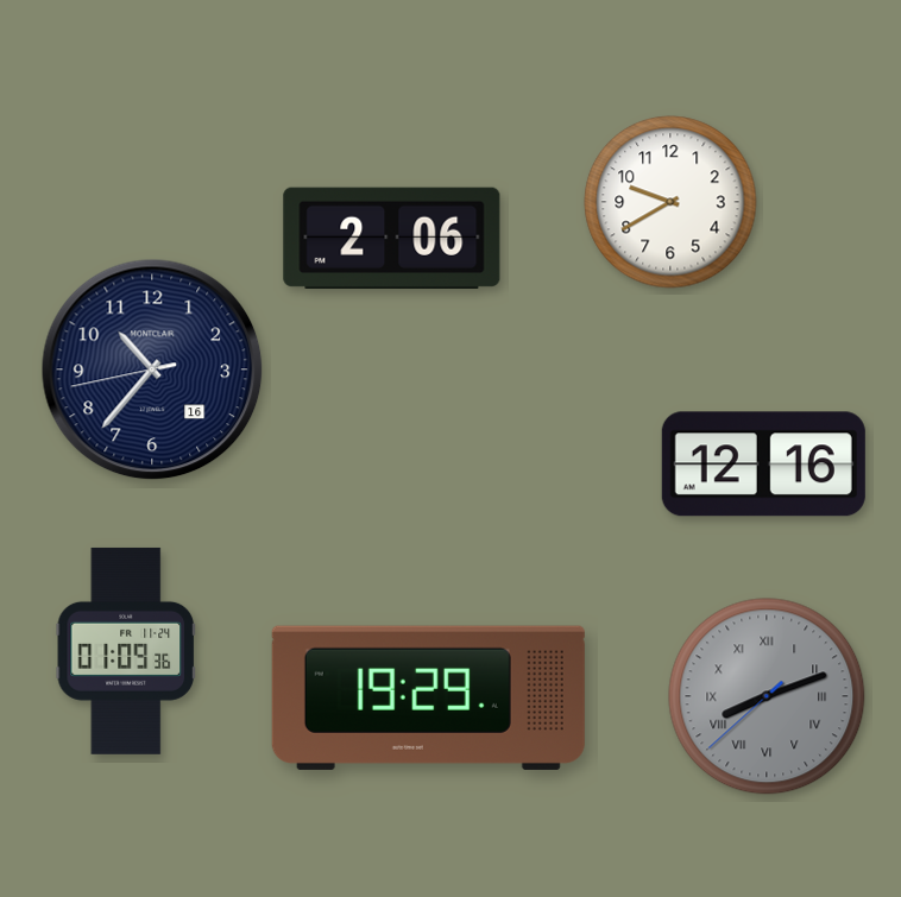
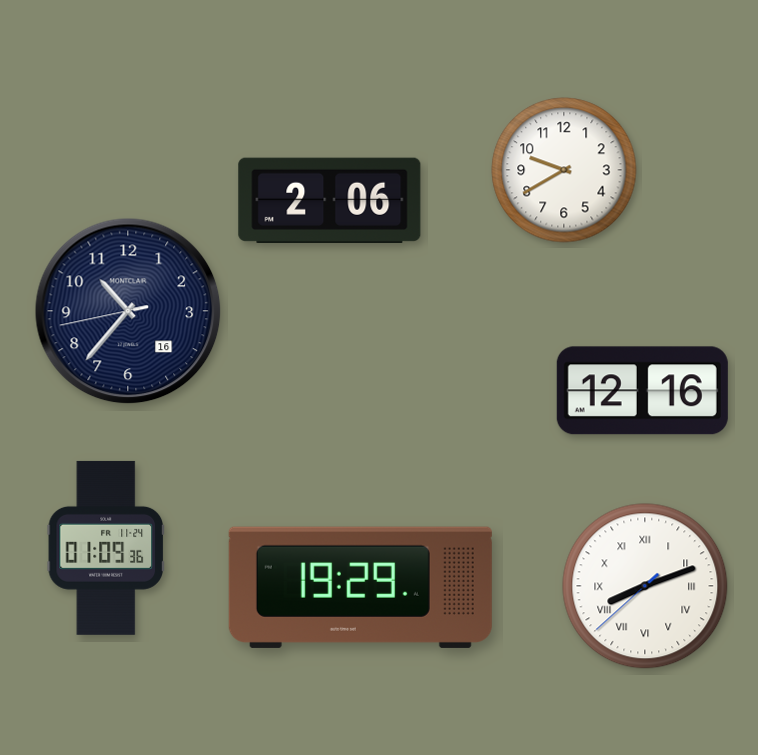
clock at (767, 696) dial: grey -> white
